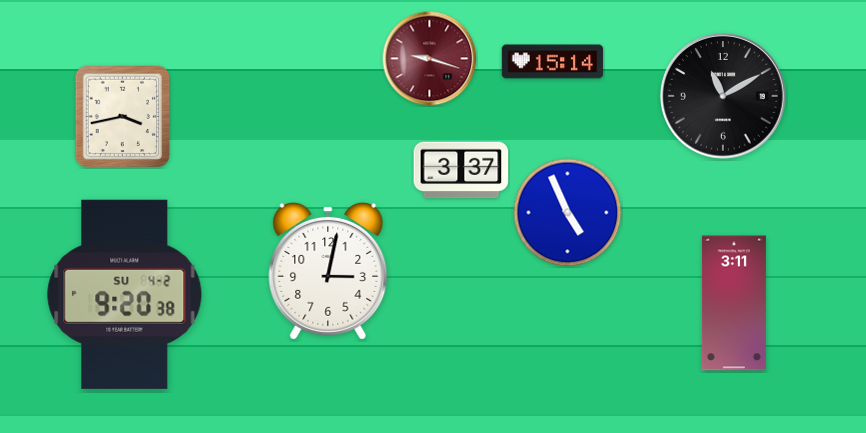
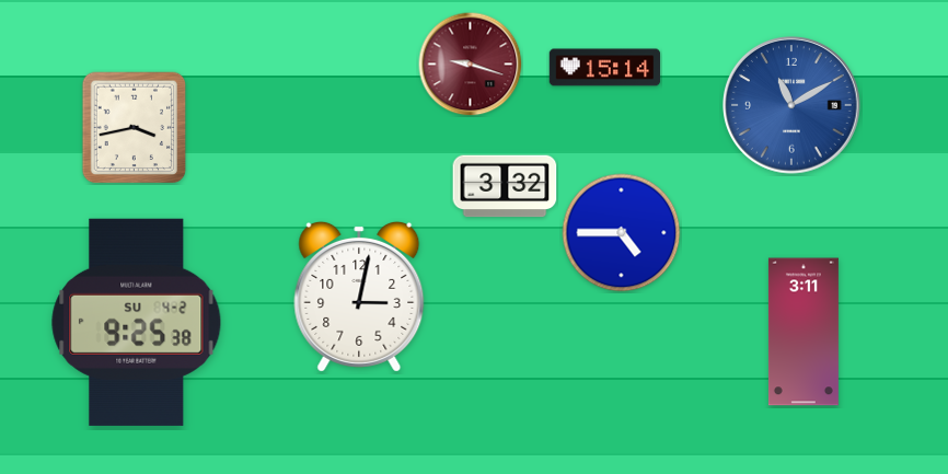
clock at (724, 97) dial: black -> blue
clock at (461, 170): 3:37 -> 3:32
clock at (568, 213): 4:56 -> 4:45
clock at (125, 294): 9:20 -> 9:25
